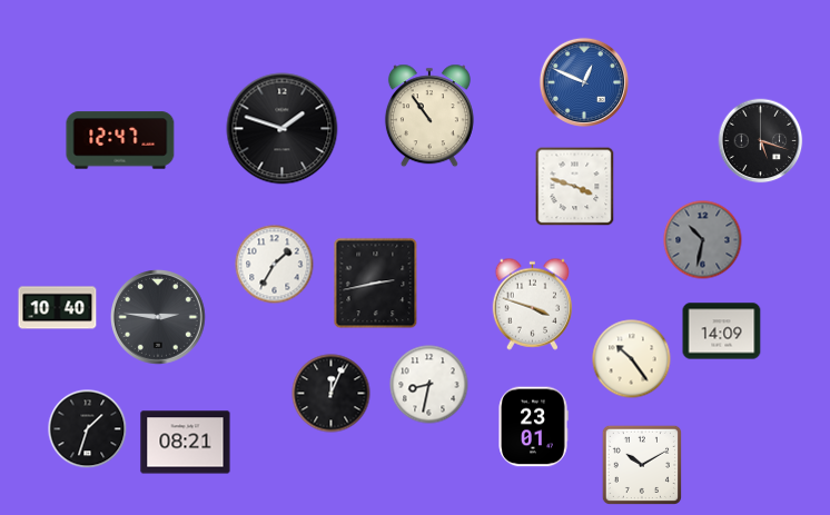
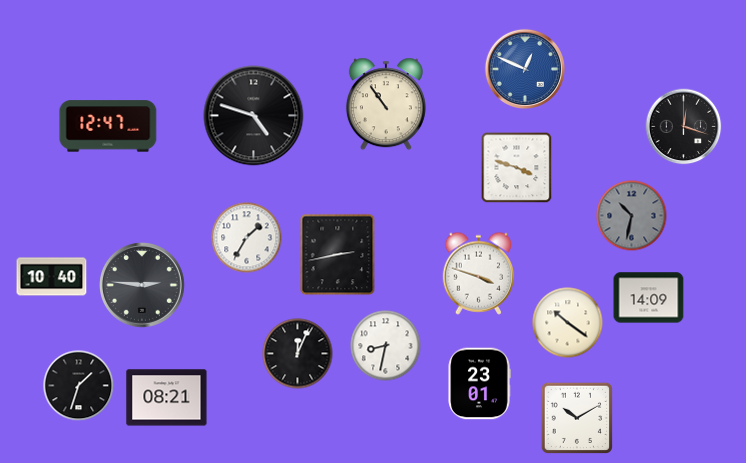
clock at (584, 82) position: (584, 82) -> (525, 69)
clock at (283, 129): 1:48 -> 4:48
clock at (761, 141): 5:18 -> 12:18
clock at (632, 359): 10:24 -> 10:21
